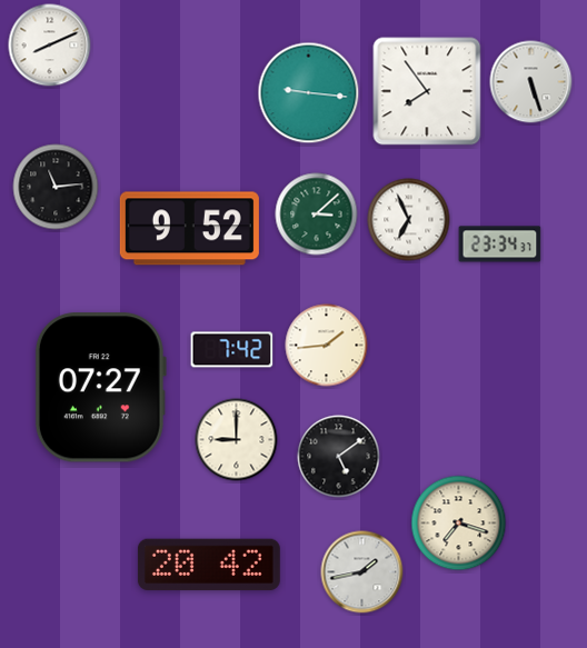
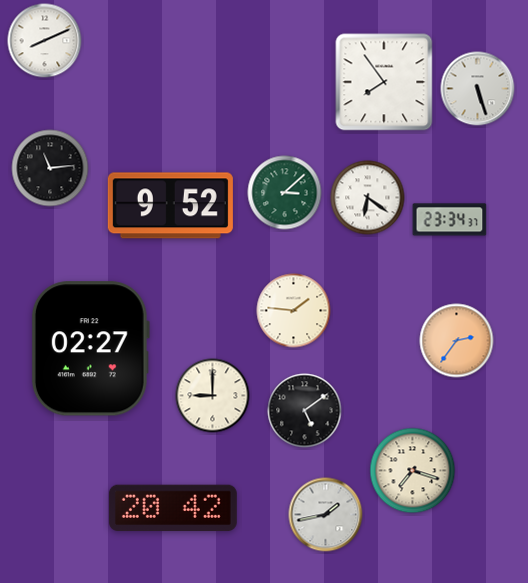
clock at (531, 82) position: (531, 82) -> (478, 89)
clock at (309, 93): 9:16 -> none
clock at (409, 220): 6:56 -> 6:21
clock at (327, 346): 1:44 -> 1:46
clock at (232, 350): 7:42 -> none
clock at (457, 341): none -> 2:36
clock at (100, 388): 07:27 -> 02:27
clock at (209, 565) position: (209, 565) -> (173, 508)
